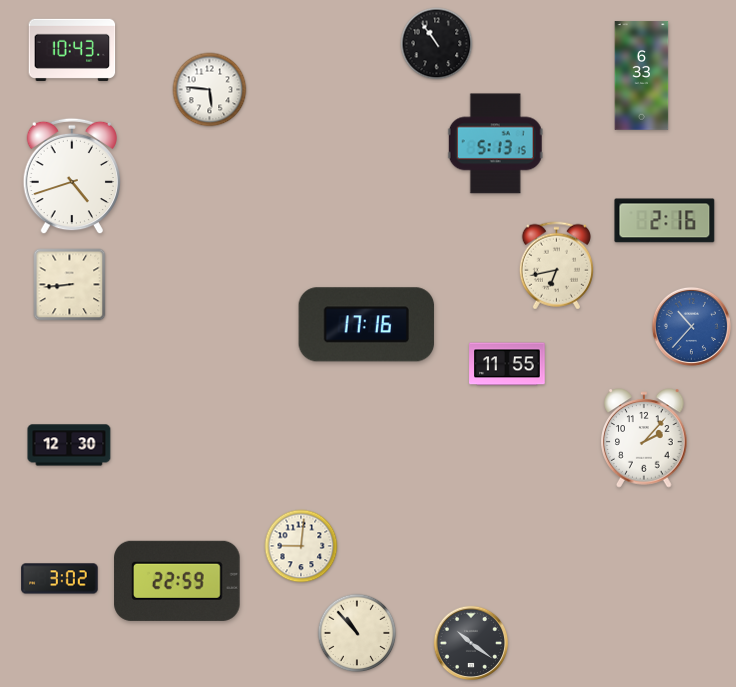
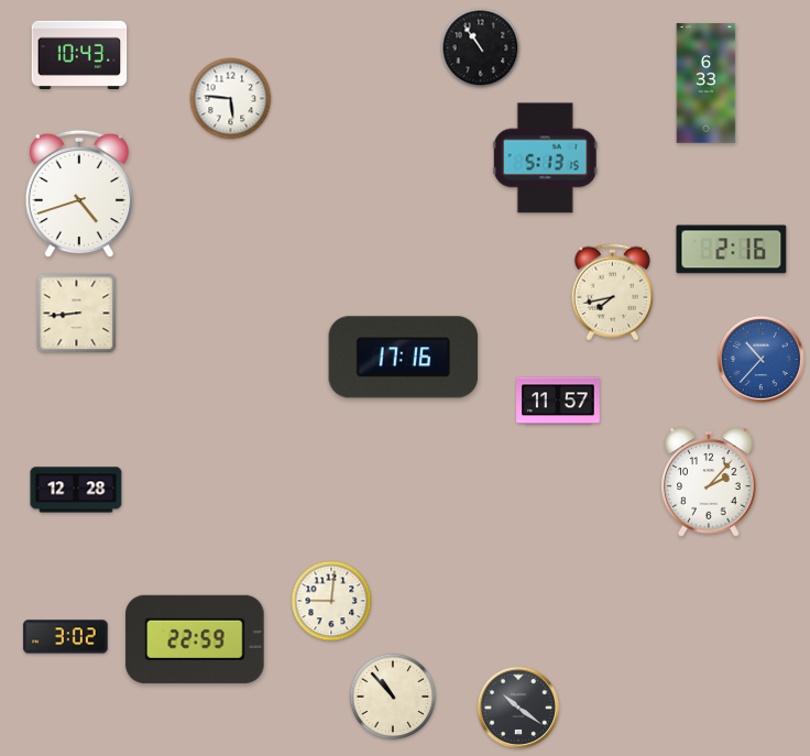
clock at (665, 221) position: (665, 221) -> (732, 250)
clock at (556, 266): 6:43 -> 7:43
clock at (507, 364): 11:55 -> 11:57
clock at (69, 445): 12:30 -> 12:28
